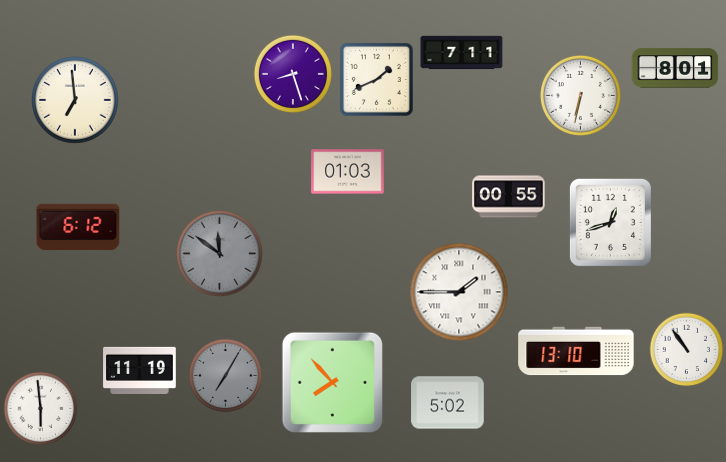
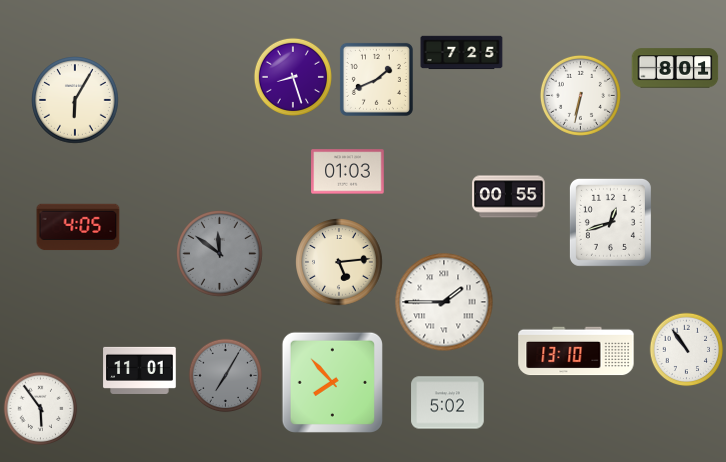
clock at (462, 53): 7:11 -> 7:25
clock at (293, 74) position: (293, 74) -> (293, 77)
clock at (75, 100): 6:59 -> 6:05
clock at (78, 227): 6:12 -> 4:05
clock at (339, 262): none -> 5:14
clock at (459, 292) position: (459, 292) -> (444, 302)
clock at (140, 370): 11:19 -> 11:01
clock at (41, 409): 5:59 -> 5:54
